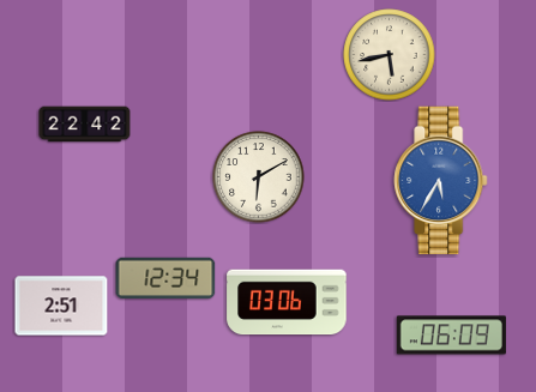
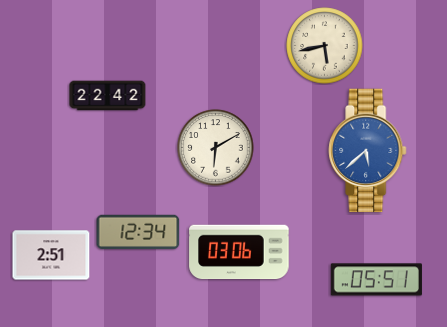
clock at (85, 125) position: (85, 125) -> (108, 96)
clock at (441, 181): 5:35 -> 5:38
clock at (451, 336): 06:09 -> 05:51
